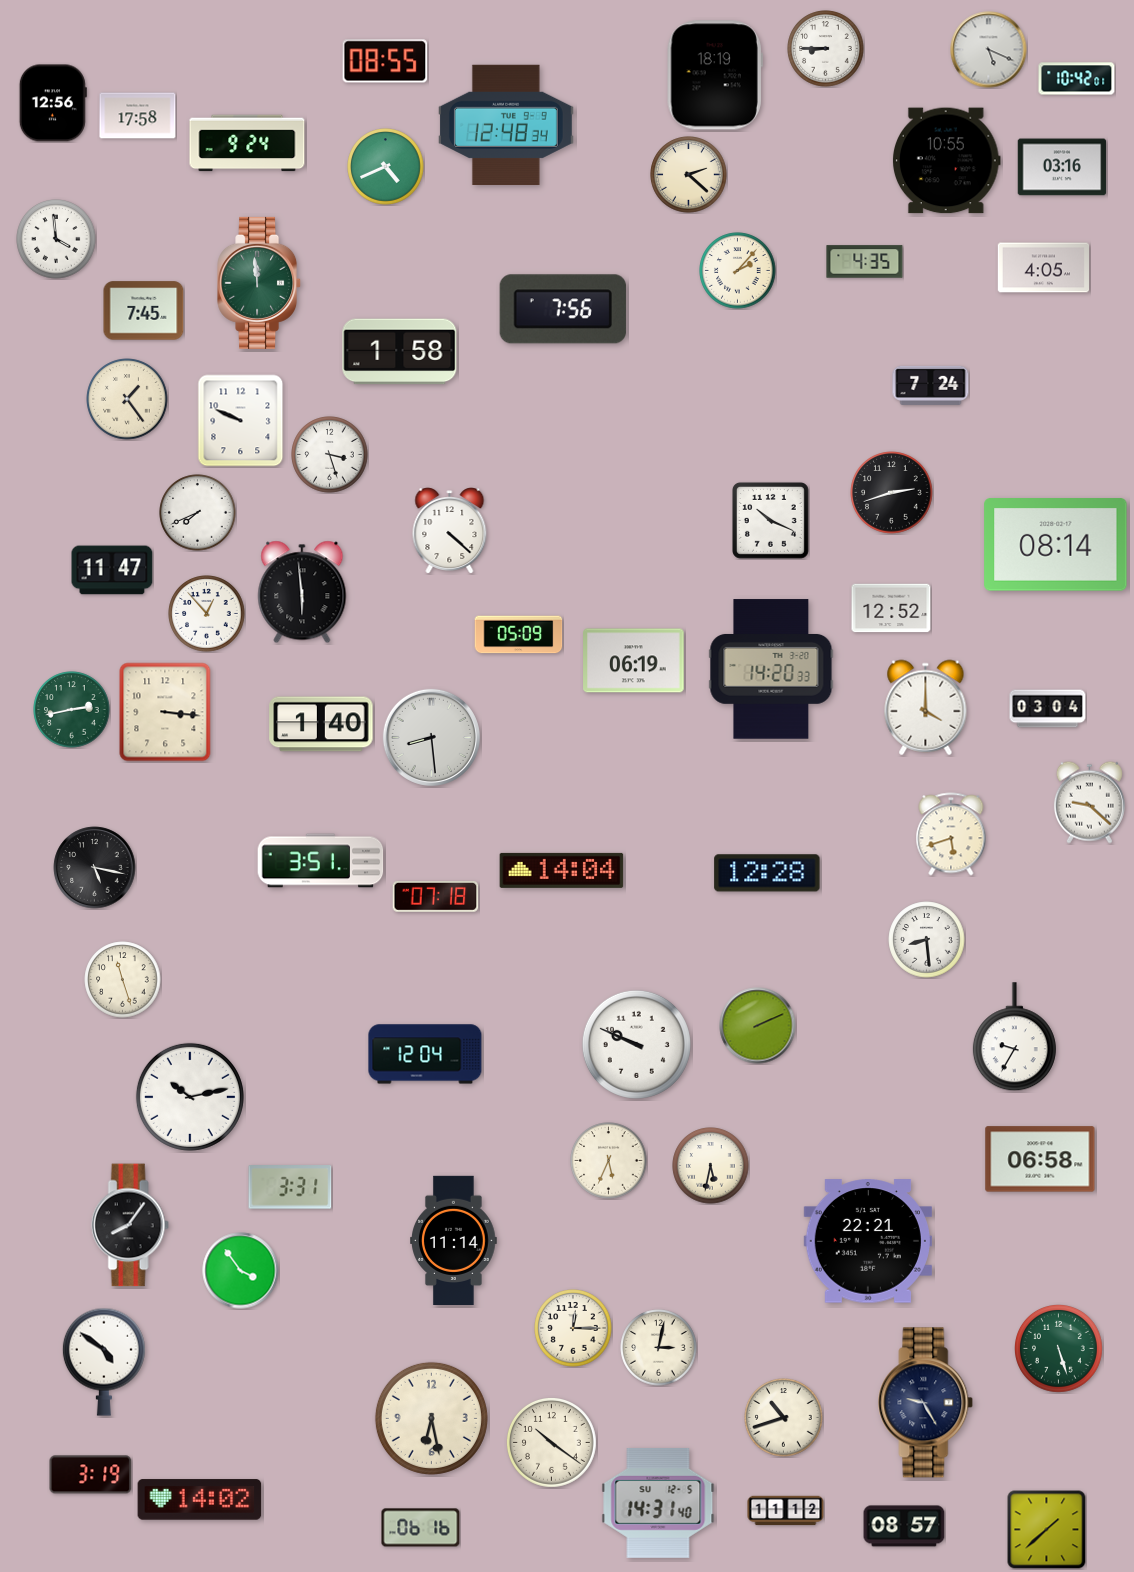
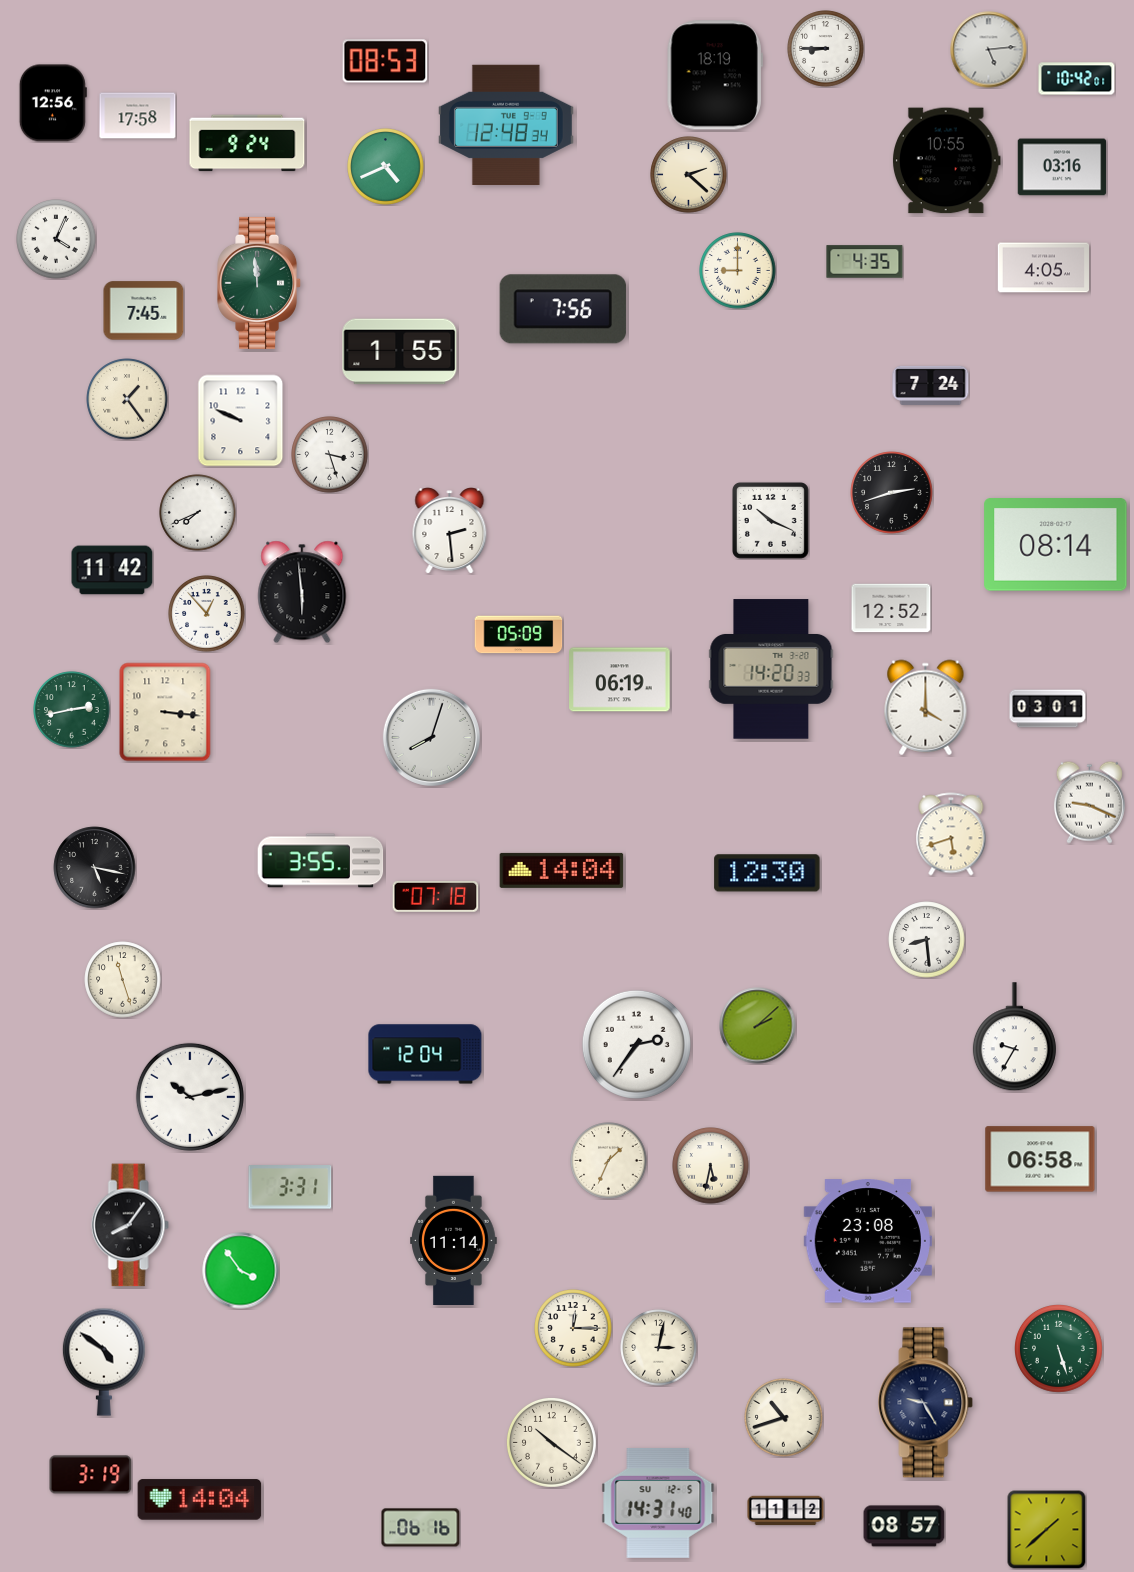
clock at (989, 50): 5:19 -> 5:14
clock at (385, 61): 08:55 -> 08:53
clock at (56, 239): 3:59 -> 4:04
clock at (738, 271): 2:07 -> 9:00
clock at (400, 352): 1:58 -> 1:55
clock at (450, 531): 4:22 -> 2:29
clock at (112, 570): 11:47 -> 11:42
clock at (634, 661) position: (634, 661) -> (620, 680)
clock at (1048, 709): 03:04 -> 03:01
clock at (321, 724): 1:40 -> none
clock at (431, 737): 8:29 -> 8:03
clock at (1089, 802): 9:22 -> 9:19
clock at (321, 861): 3:51 -> 3:55
clock at (767, 873): 12:28 -> 12:30
clock at (758, 1026): 2:11 -> 2:08
clock at (636, 1044): 9:49 -> 2:36
clock at (609, 1161): 5:34 -> 1:34
clock at (868, 1241): 22:21 -> 23:08
clock at (431, 1418): 6:28 -> none
clock at (200, 1500): 14:02 -> 14:04
